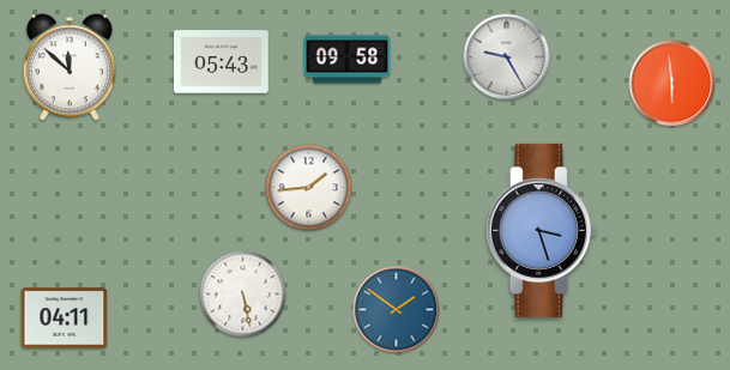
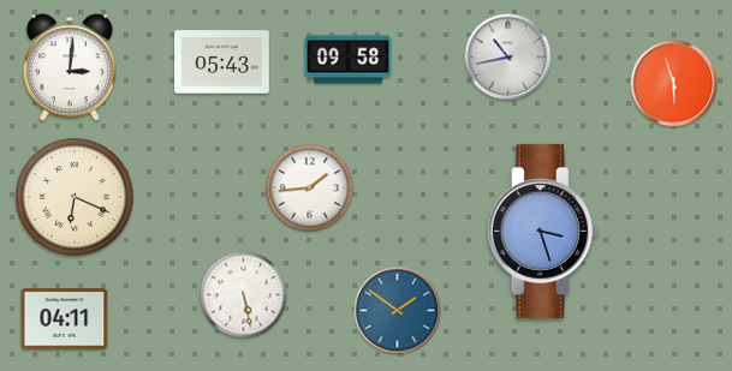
clock at (507, 57): 9:25 -> 10:43
clock at (70, 67): 11:52 -> 3:01
clock at (672, 84): 5:59 -> 5:57
clock at (75, 197): none -> 6:19
